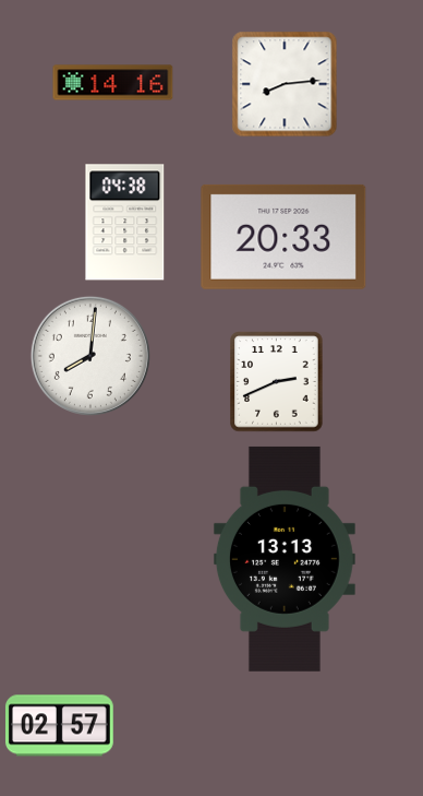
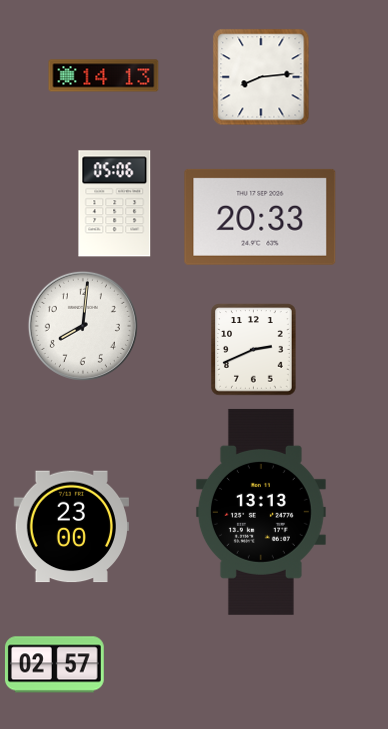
clock at (113, 83): 14:16 -> 14:13
clock at (125, 223): 04:38 -> 05:06
clock at (71, 527): none -> 23:00
